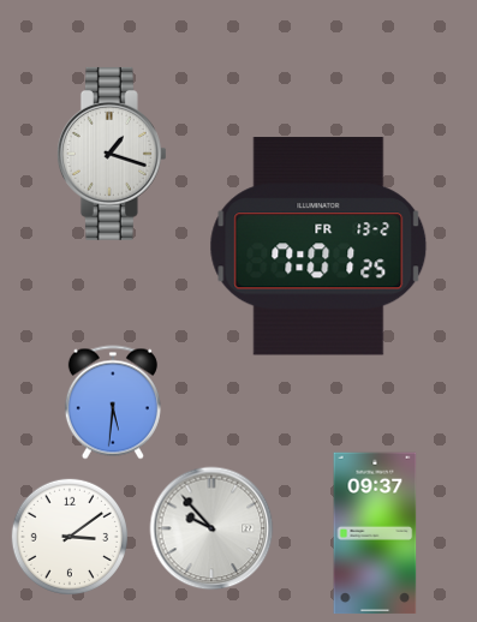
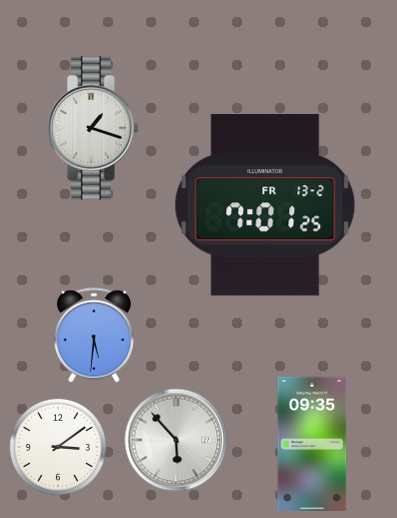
clock at (211, 528): 9:53 -> 5:53
clock at (375, 533): 09:37 -> 09:35
